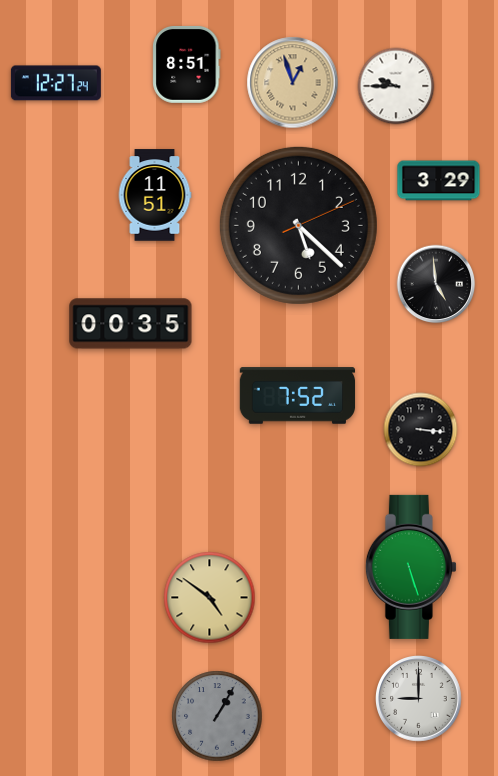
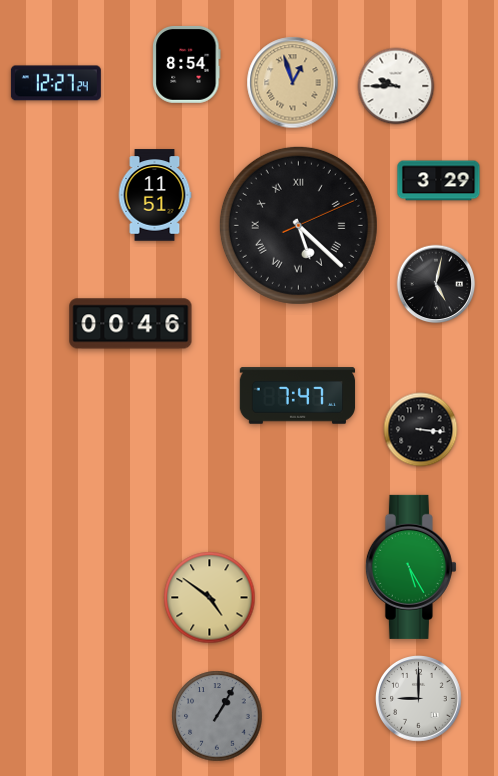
clock at (187, 64): 8:51 -> 8:54
clock at (298, 225) numerals: Arabic -> Roman
clock at (436, 284): 4:59 -> 5:02
clock at (131, 324): 00:35 -> 00:46
clock at (298, 396): 7:52 -> 7:47
clock at (411, 567): 5:27 -> 5:25
